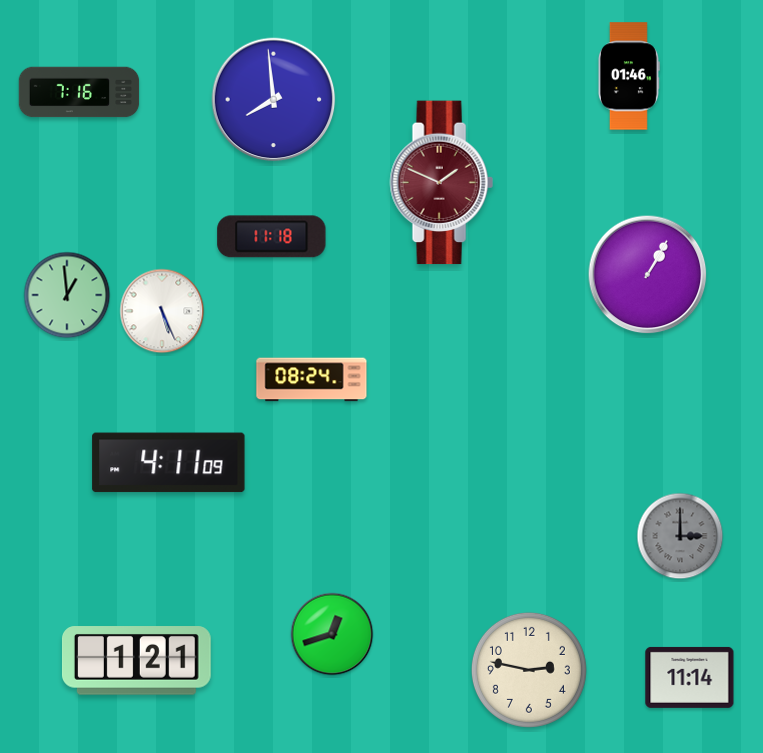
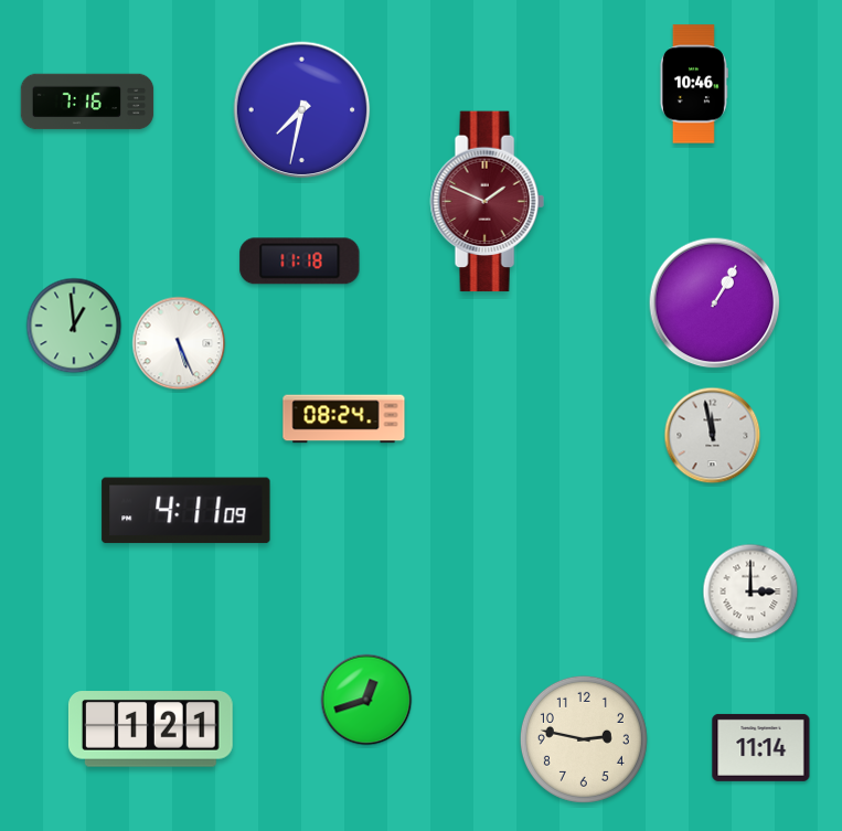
clock at (629, 76): 01:46 -> 10:46
clock at (274, 100): 7:59 -> 7:32
clock at (713, 436): none -> 11:58
clock at (680, 536) dial: grey -> white
